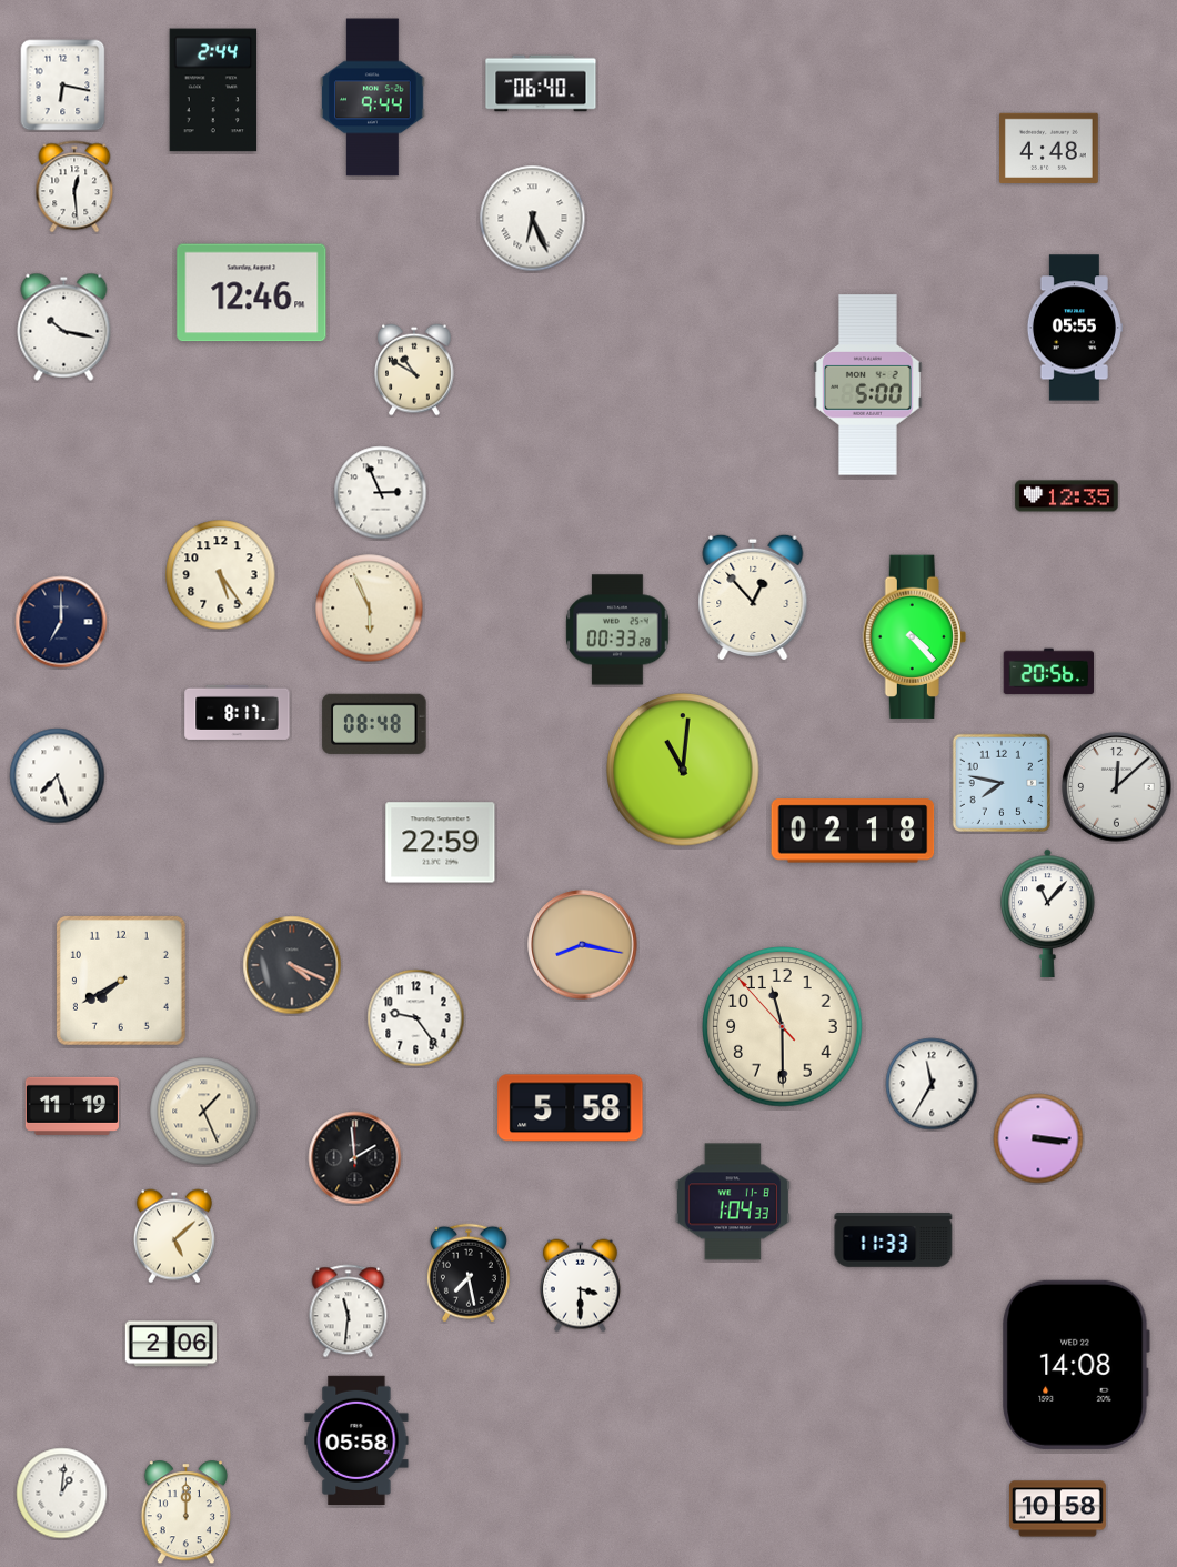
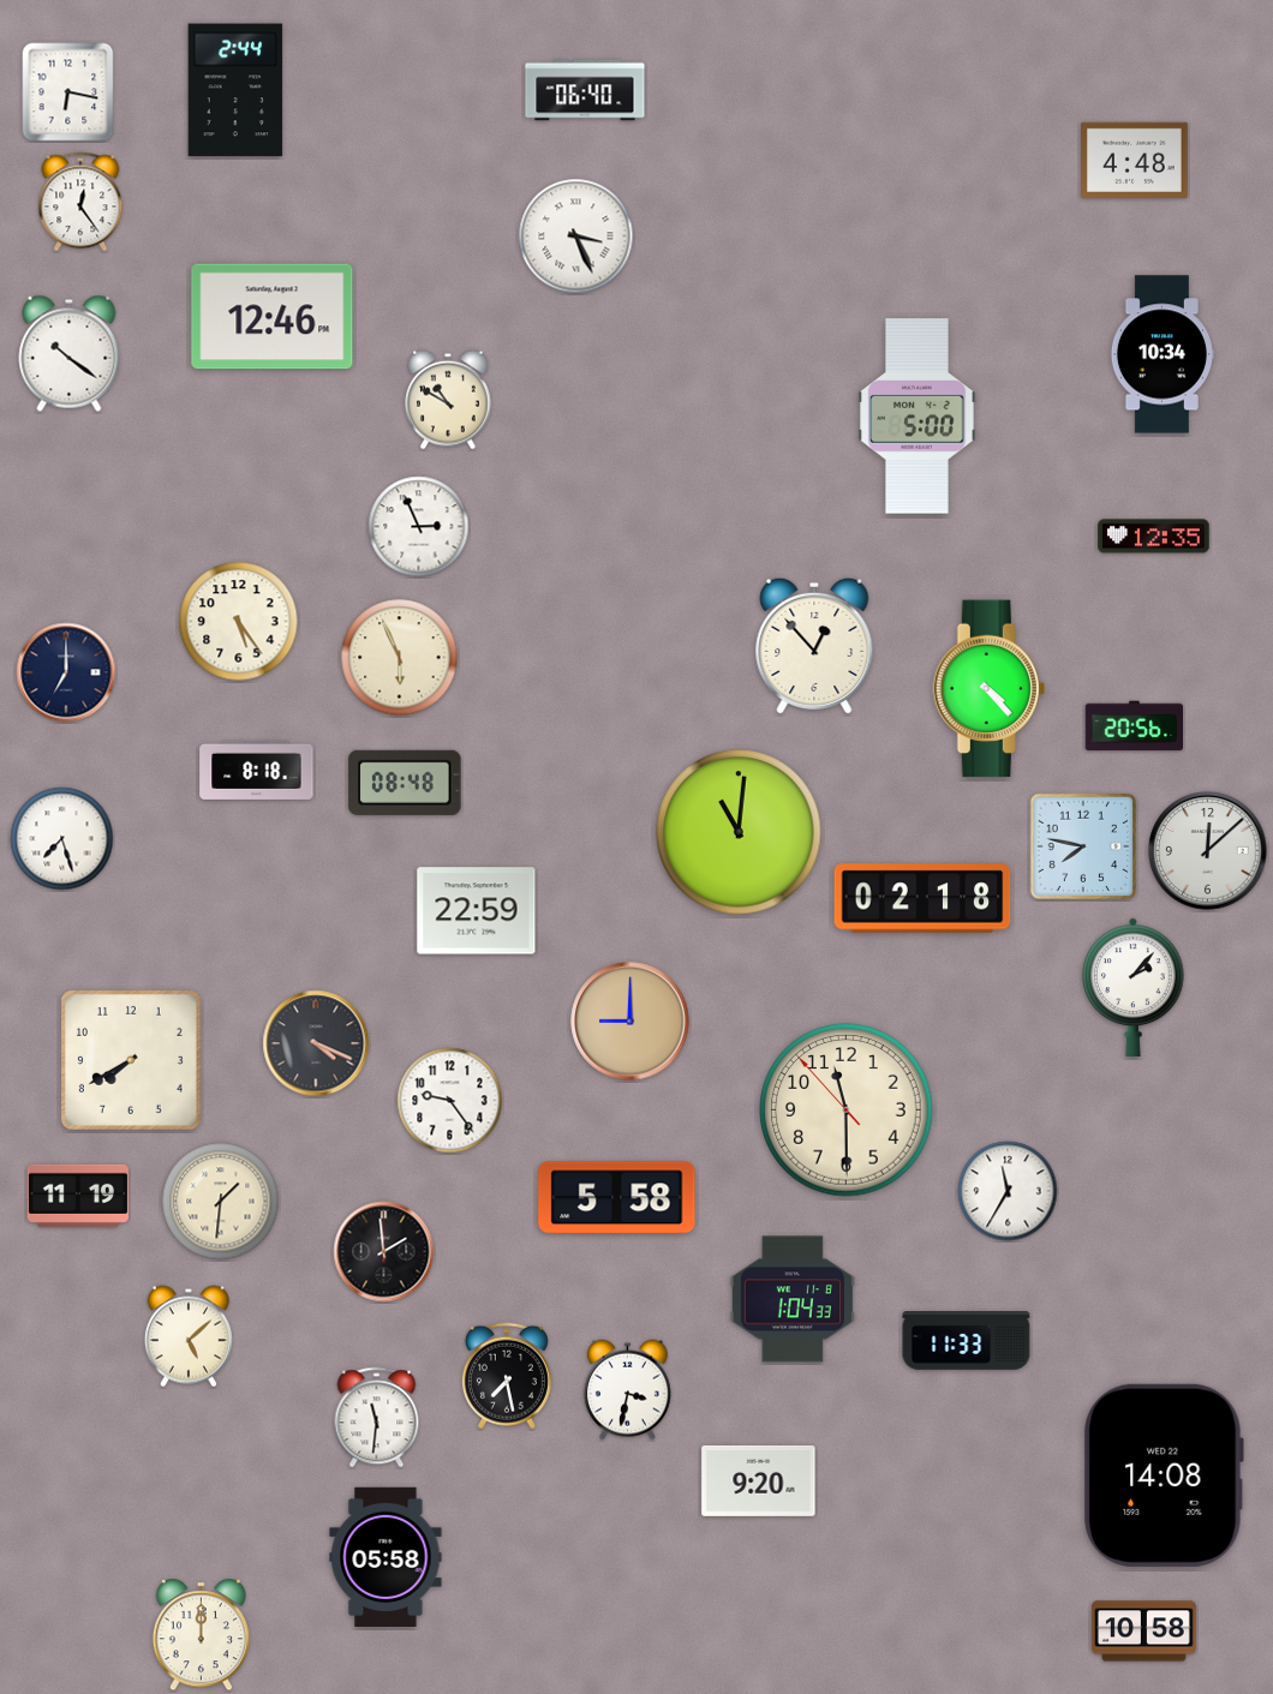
clock at (213, 90) position: (213, 90) -> (235, 90)
clock at (373, 98): 9:44 -> none
clock at (74, 187): 12:29 -> 12:24
clock at (533, 219): 6:26 -> 3:26
clock at (64, 327): 10:17 -> 10:21
clock at (1074, 328): 05:55 -> 10:34
clock at (868, 385) position: (868, 385) -> (918, 417)
clock at (381, 493) position: (381, 493) -> (419, 527)
clock at (617, 630): 00:33 -> none
clock at (238, 712): 8:17 -> 8:18
clock at (1048, 913): 11:07 -> 2:07
clock at (583, 945): 8:17 -> 9:00
clock at (932, 1084) position: (932, 1084) -> (1008, 1191)
clock at (204, 1112): 1:26 -> 1:31
clock at (1038, 1138): 3:16 -> none
clock at (580, 1286): 3:30 -> 3:32
clock at (170, 1344): 2:06 -> none
clock at (759, 1480): none -> 9:20
clock at (62, 1494): 1:01 -> none
